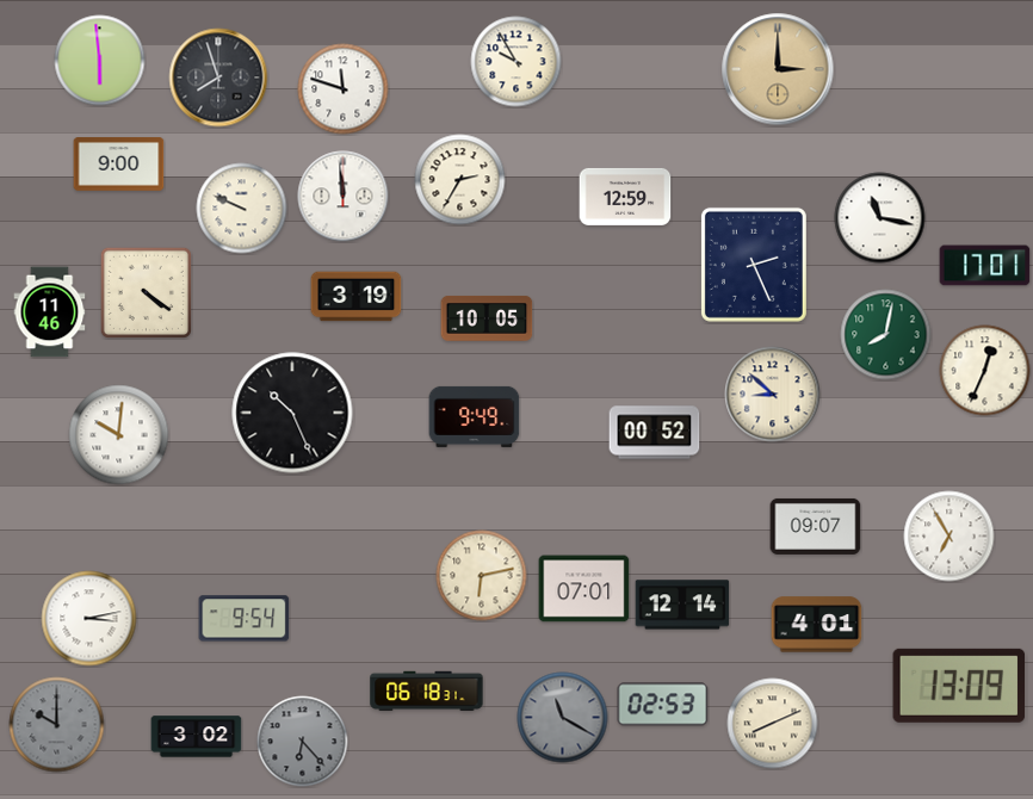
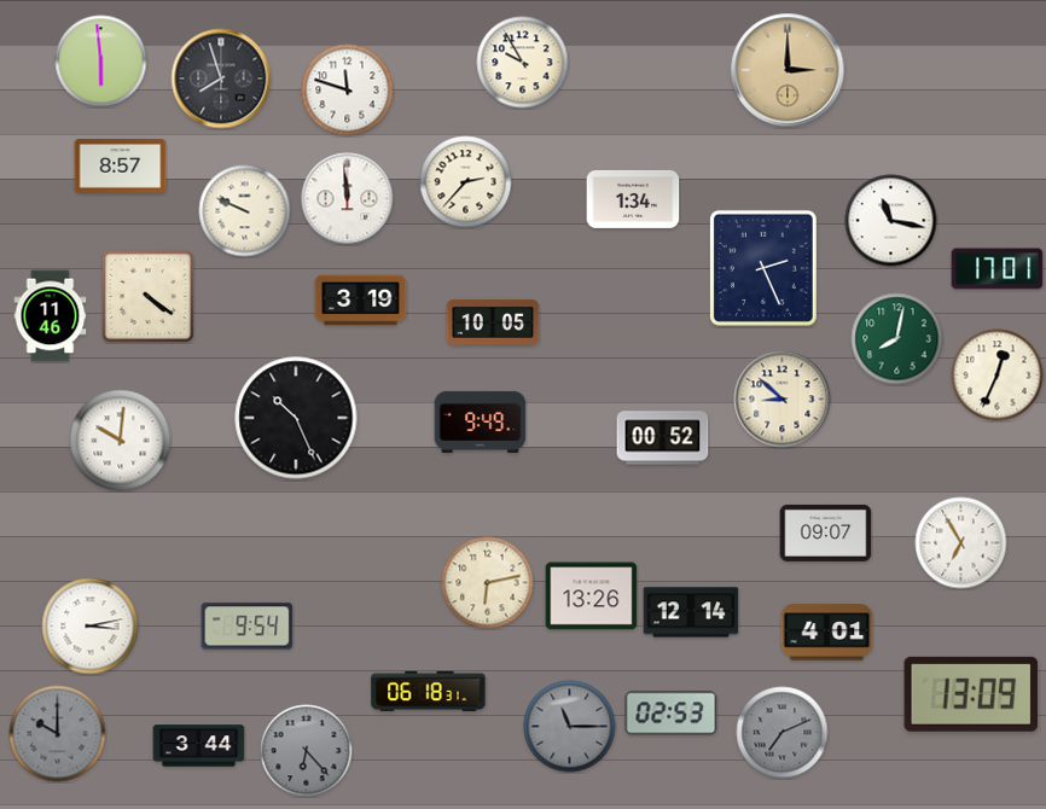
clock at (119, 165): 9:00 -> 8:57
clock at (460, 180): 2:35 -> 2:37
clock at (625, 197): 12:59 -> 1:34
clock at (584, 589): 07:01 -> 13:26
clock at (427, 692) position: (427, 692) -> (429, 692)
clock at (563, 718): 11:20 -> 11:15
clock at (773, 724): 8:11 -> 7:11
clock at (773, 724) dial: cream -> grey
clock at (197, 737): 3:02 -> 3:44
